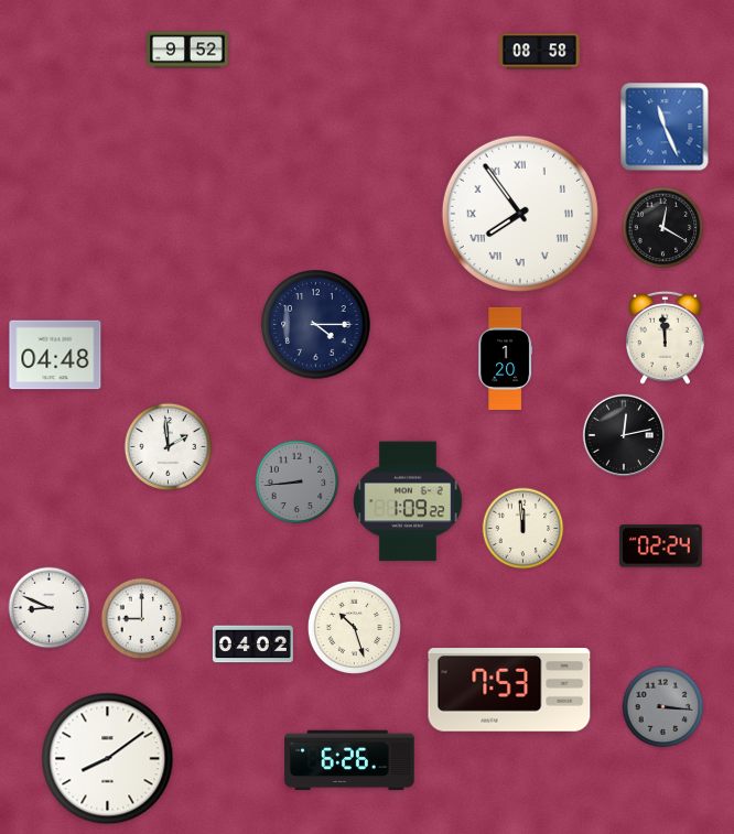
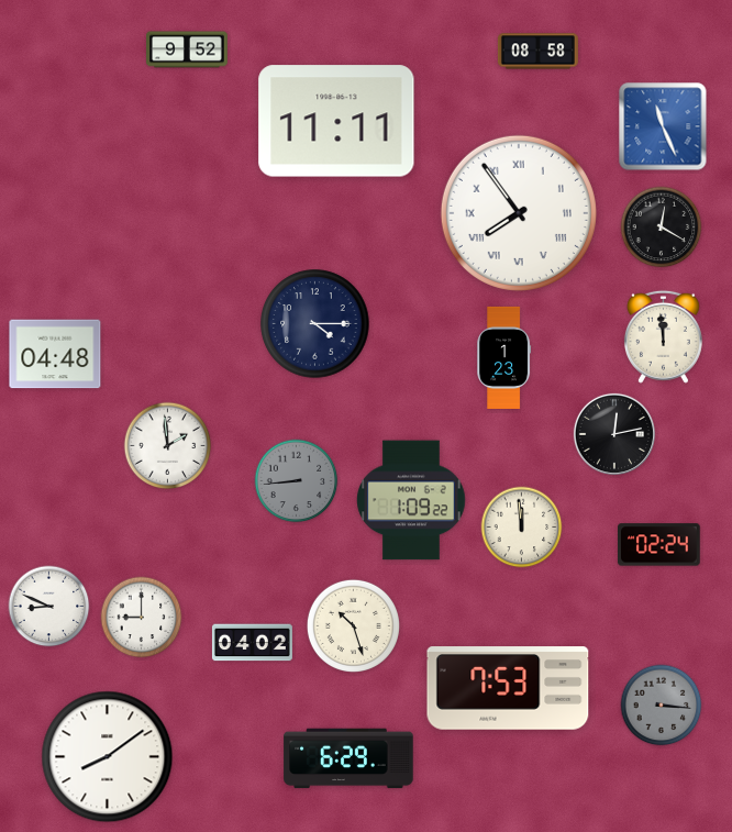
clock at (336, 121): none -> 11:11
clock at (506, 358): 1:20 -> 1:23
clock at (624, 435) position: (624, 435) -> (614, 434)
clock at (408, 501) position: (408, 501) -> (411, 500)
clock at (349, 760): 6:26 -> 6:29
